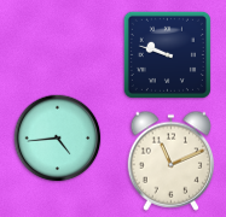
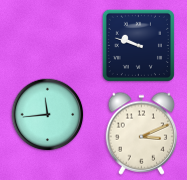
clock at (58, 139): 4:44 -> 11:44
clock at (172, 160): 11:11 -> 3:11
